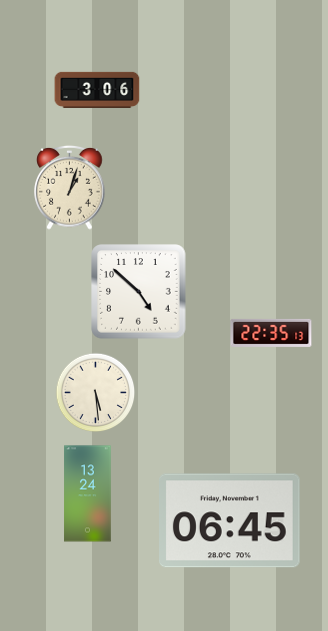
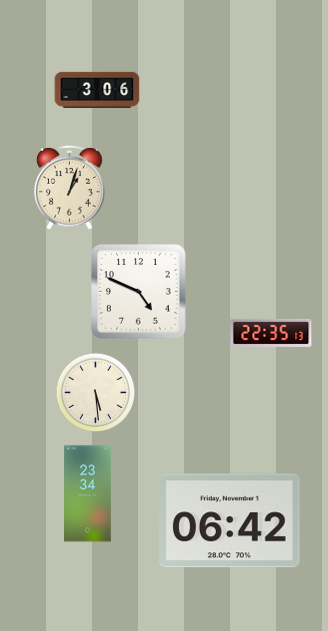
clock at (139, 292): 4:52 -> 4:49
clock at (88, 494): 13:24 -> 23:34
clock at (230, 521): 06:45 -> 06:42
